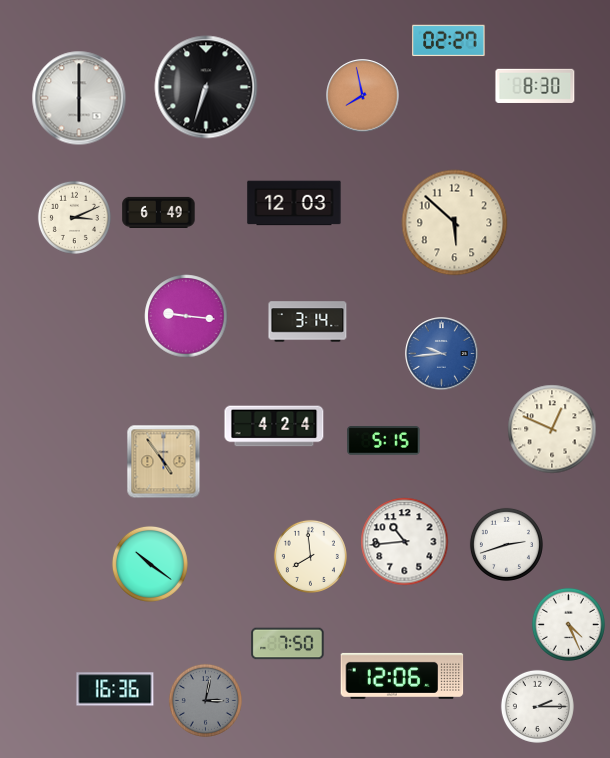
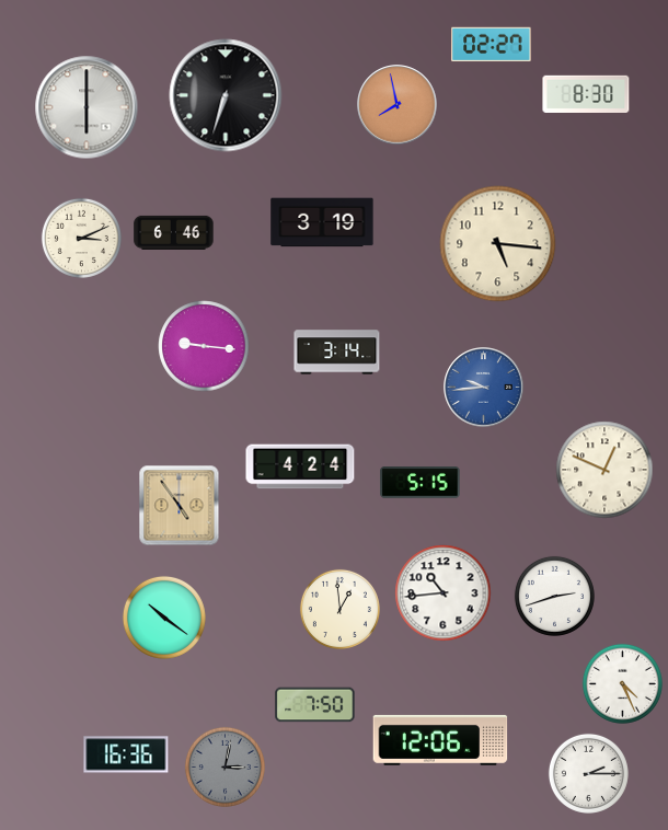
clock at (294, 203): 12:03 -> 3:19
clock at (159, 212): 6:49 -> 6:46
clock at (455, 223): 5:52 -> 5:16
clock at (310, 556): 7:59 -> 12:59
